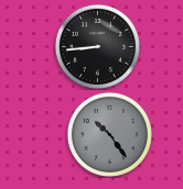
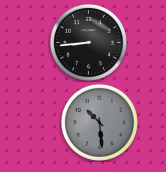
clock at (109, 134): 10:24 -> 10:29
